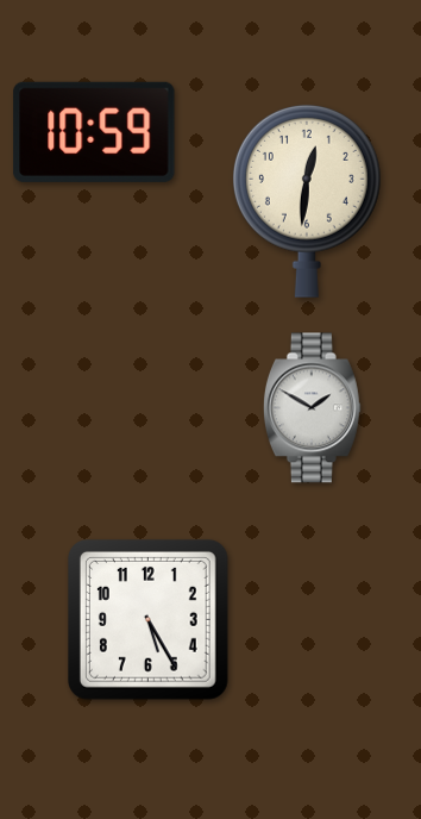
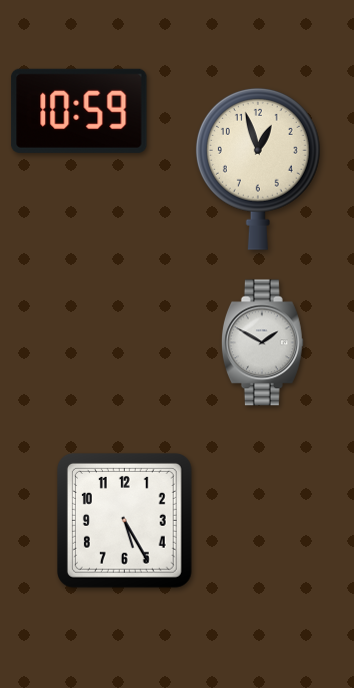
clock at (307, 201): 12:31 -> 12:57
